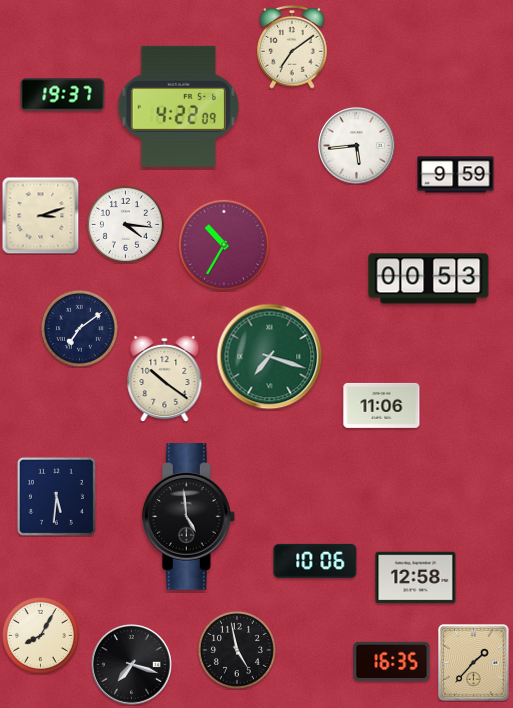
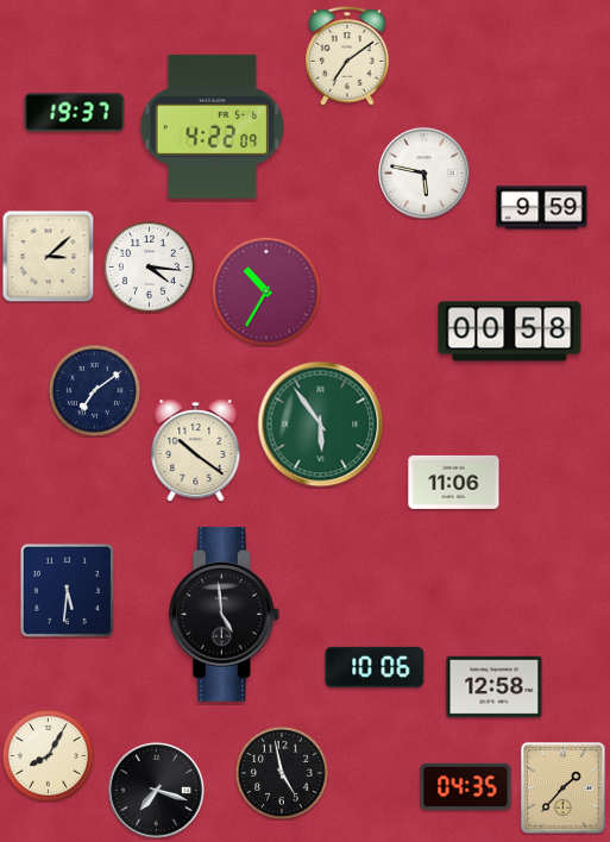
clock at (357, 146): 5:44 -> 5:47
clock at (40, 215): 3:12 -> 3:08
clock at (429, 279): 00:53 -> 00:58
clock at (270, 357): 7:18 -> 5:54
clock at (392, 662): 16:35 -> 04:35
